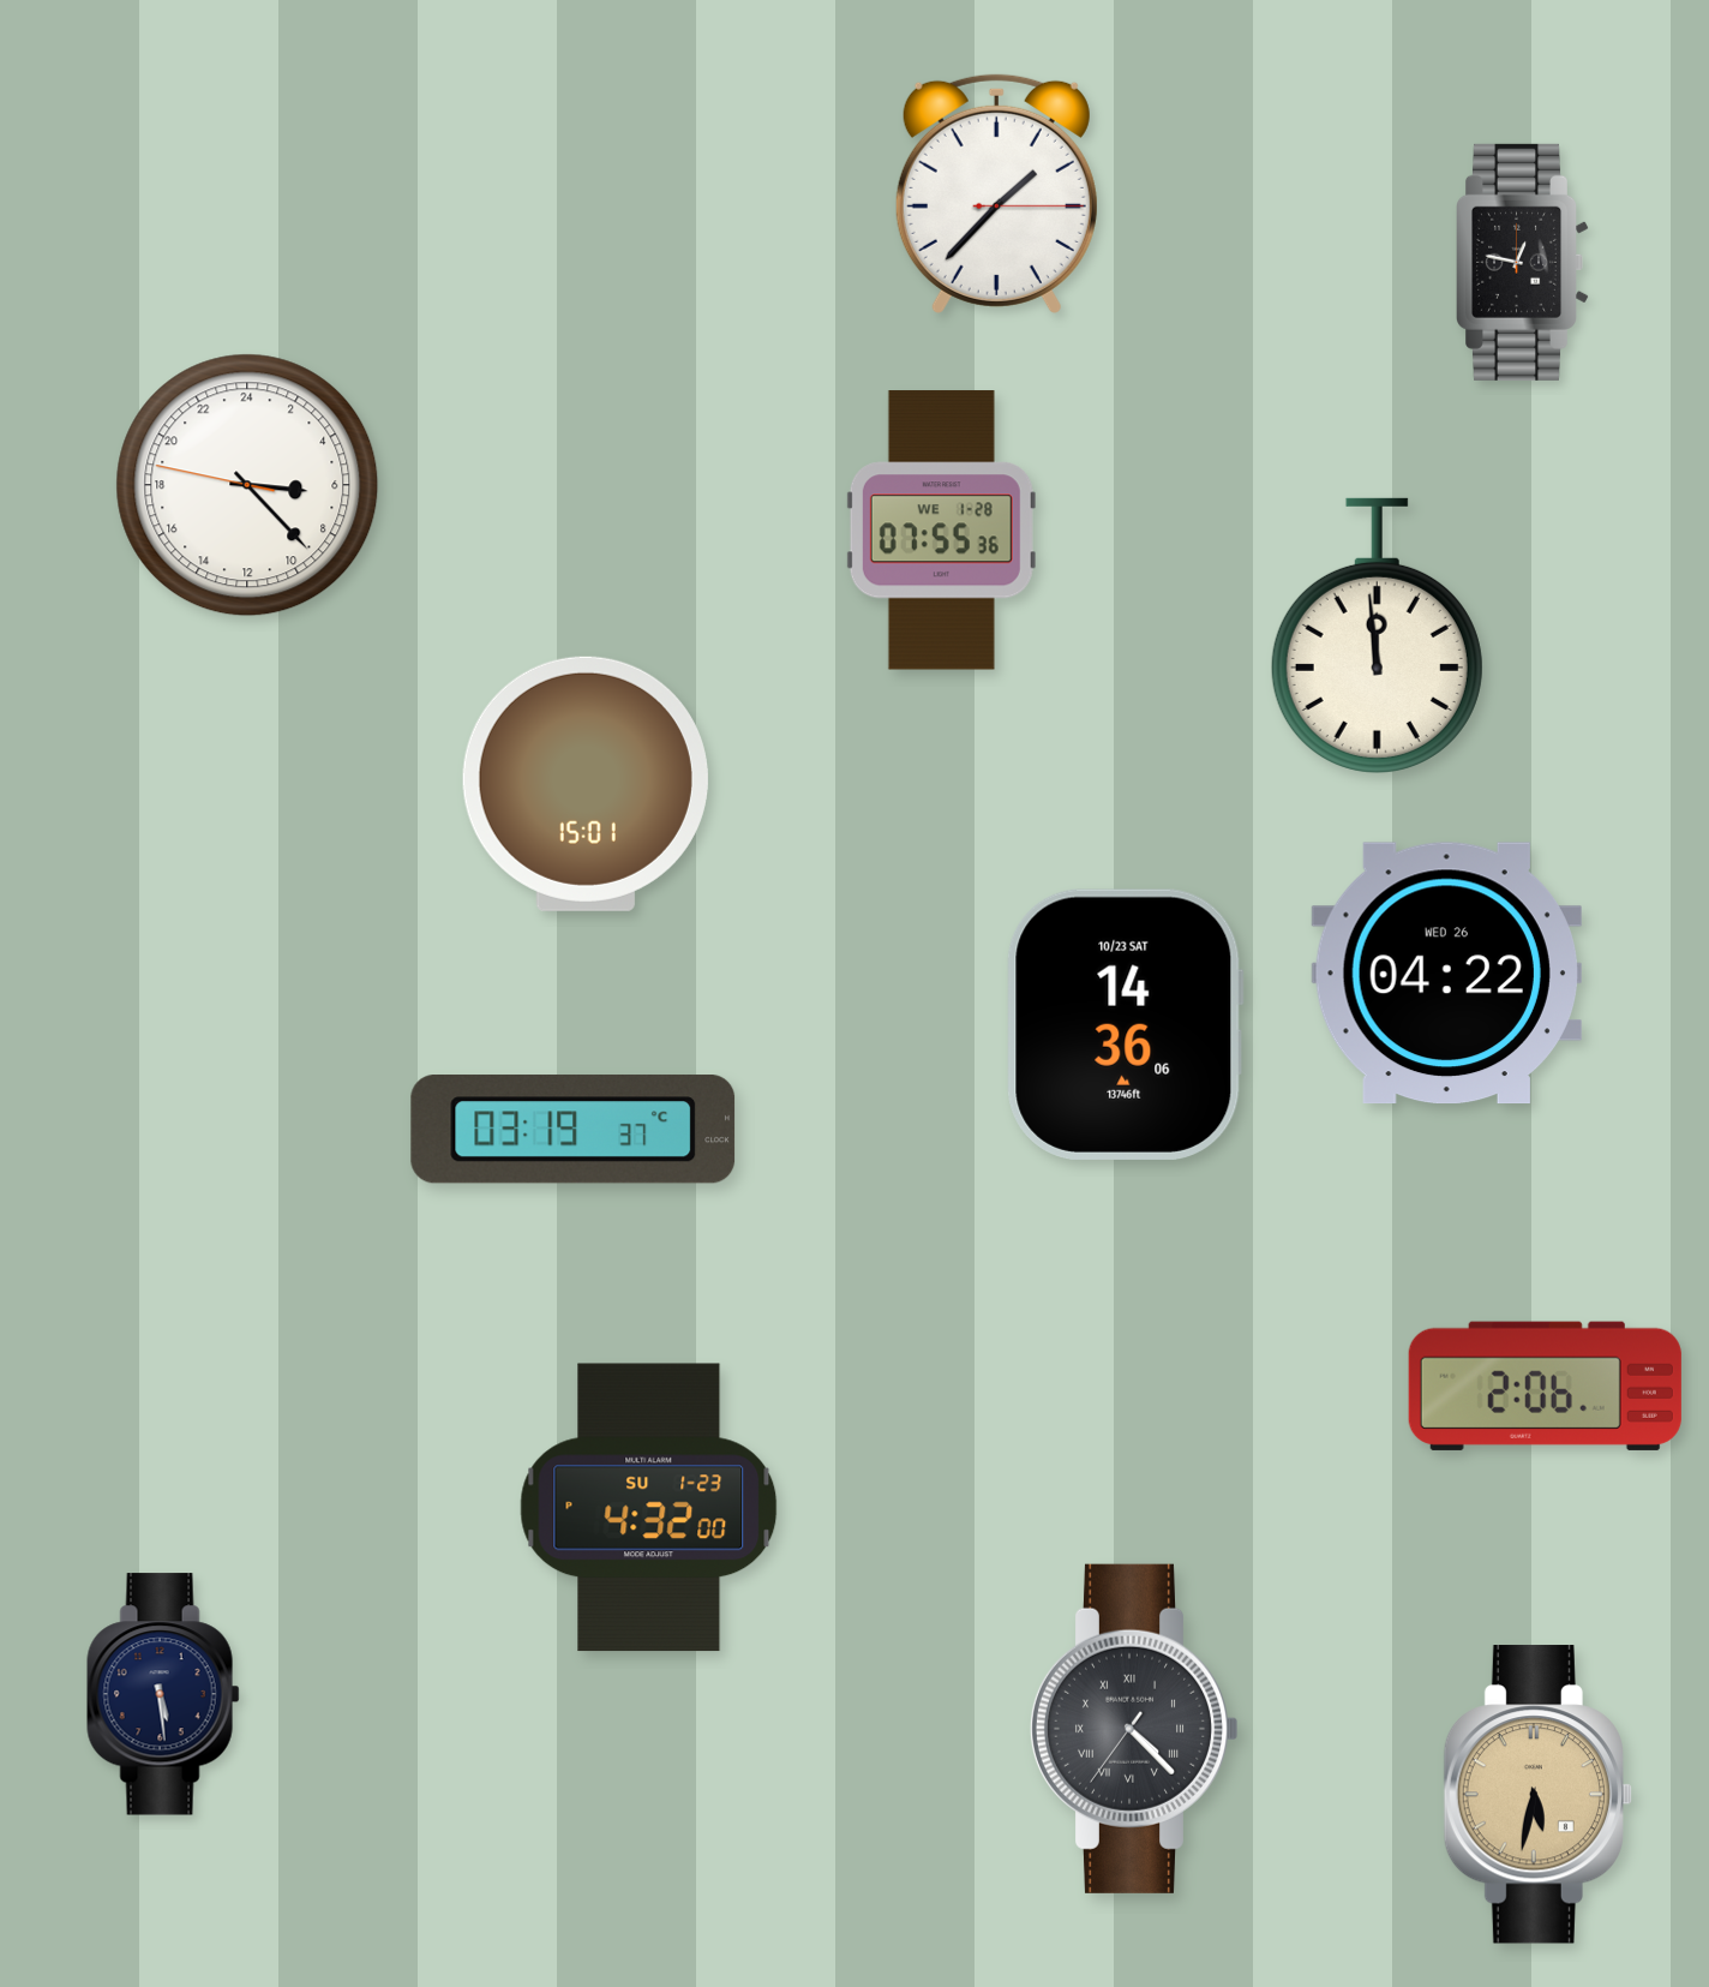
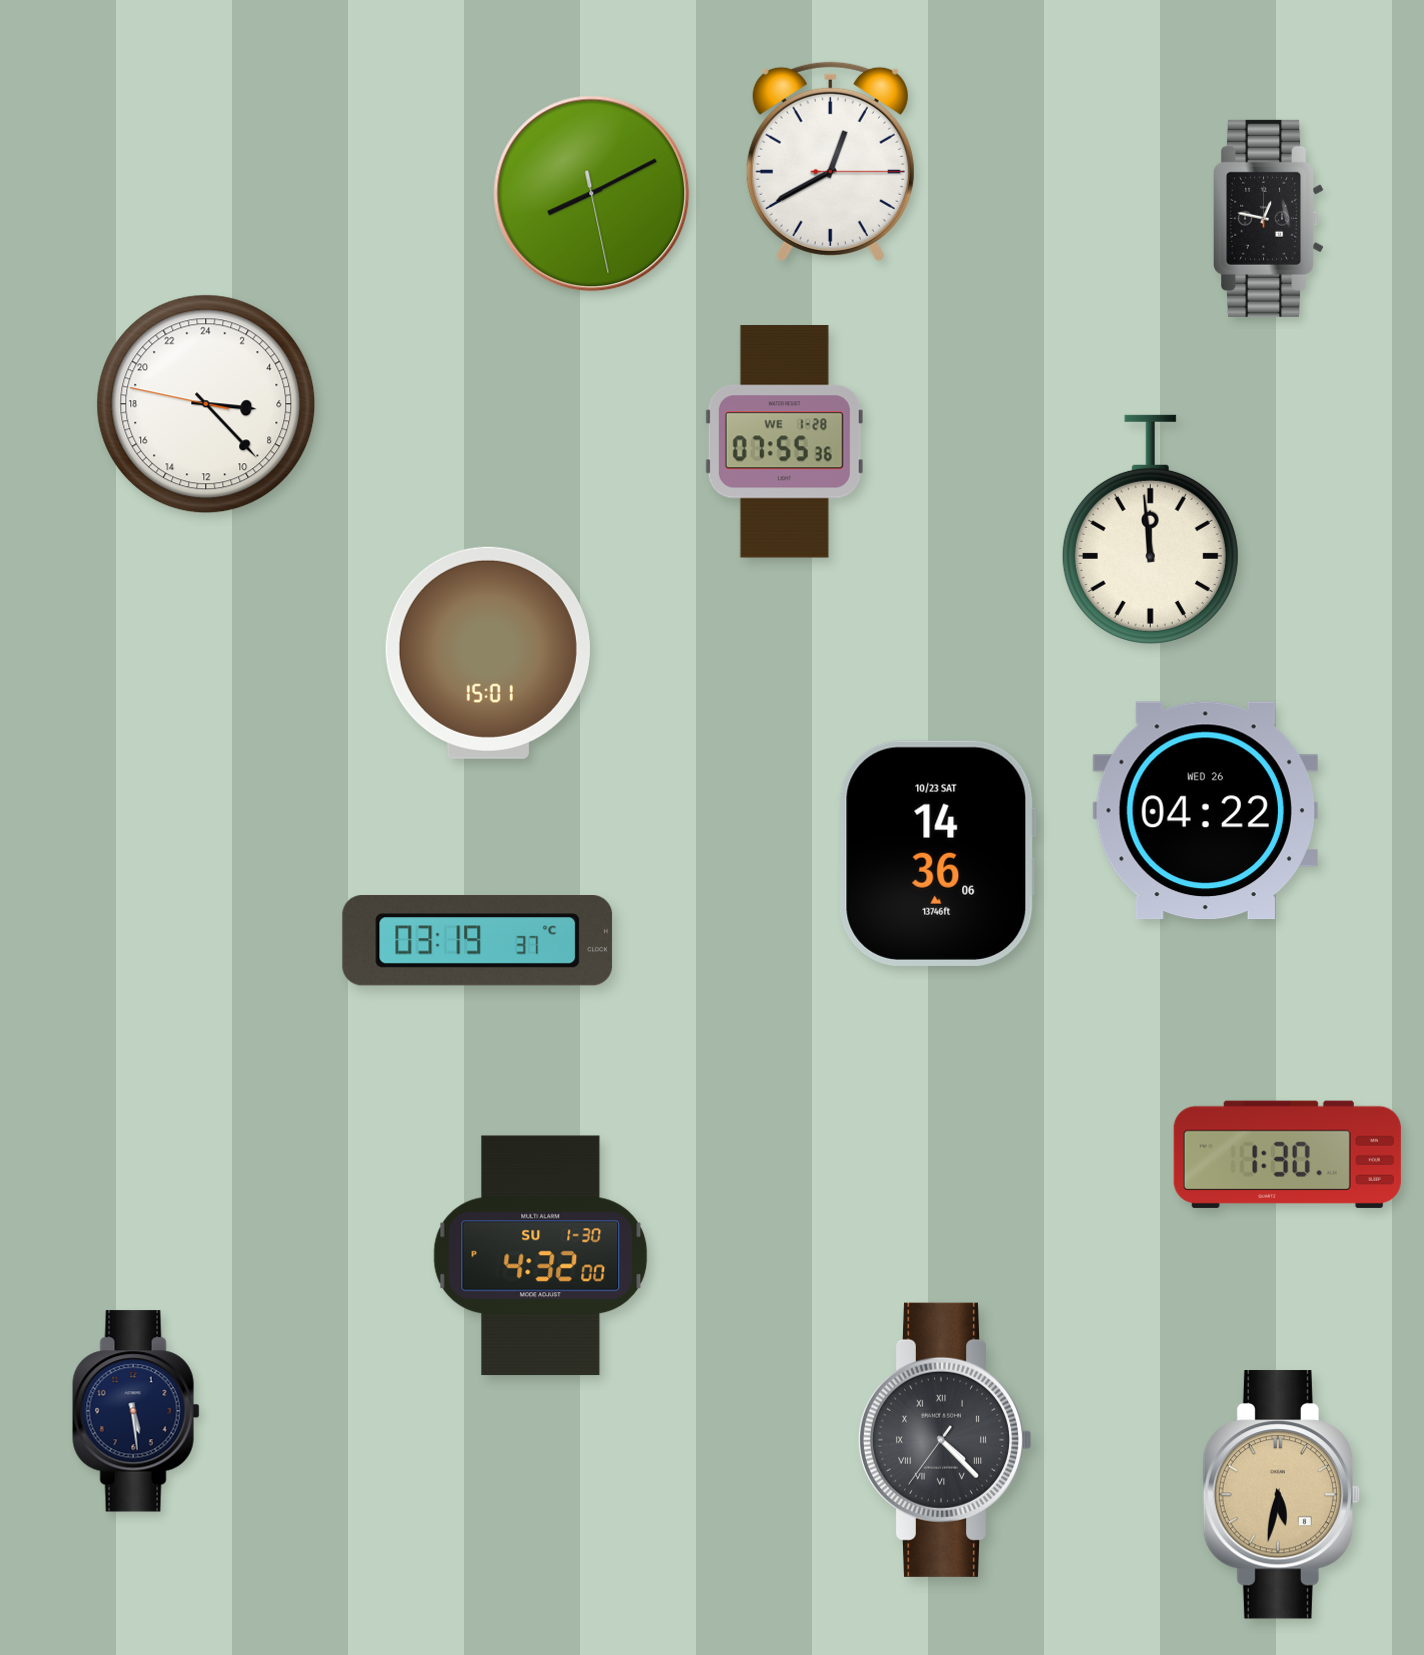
clock at (996, 193): 1:37 -> 12:40
clock at (592, 194): none -> 8:10
clock at (1377, 635) position: (1377, 635) -> (1150, 529)
clock at (1545, 1385): 2:06 -> 1:30
clock at (649, 1508) date: SU 1-23 -> SU 1-30
